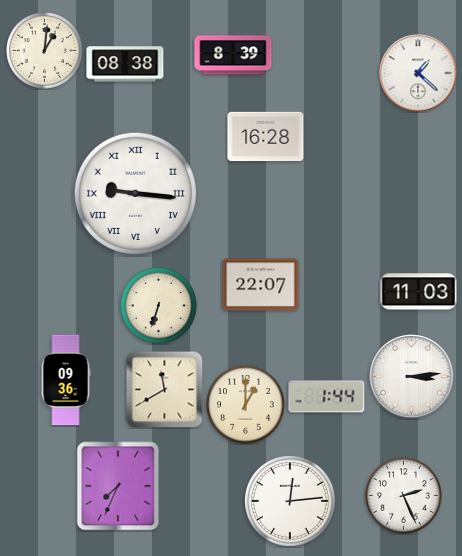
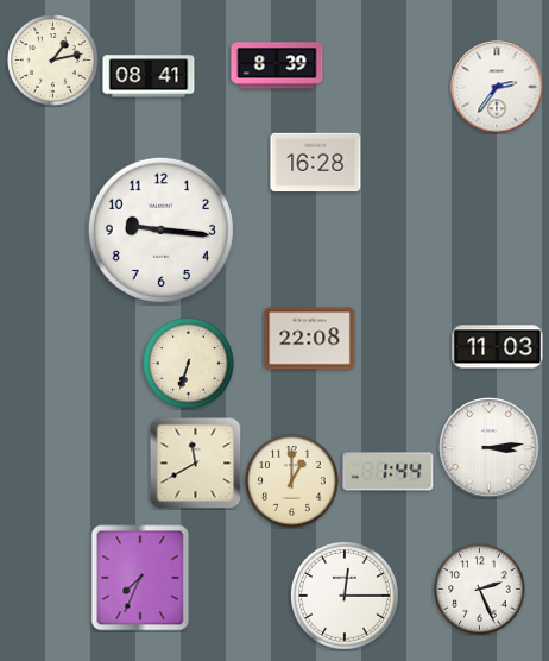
clock at (45, 51): 1:01 -> 1:13
clock at (125, 64): 08:38 -> 08:41
clock at (418, 73): 1:22 -> 2:36
clock at (135, 193) numerals: Roman -> Arabic
clock at (261, 285): 22:07 -> 22:08
clock at (66, 380): 09:36 -> none
clock at (290, 501): 12:14 -> 12:15
